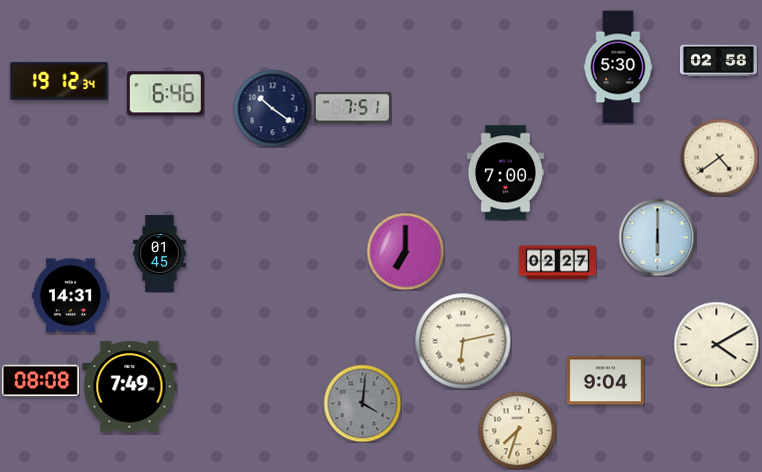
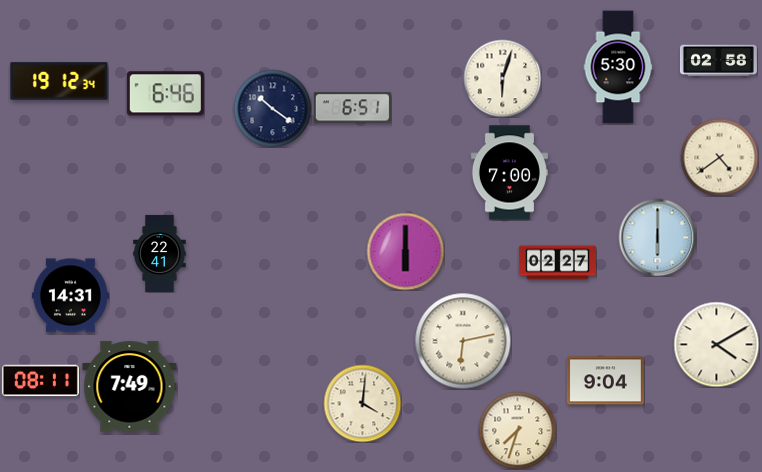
clock at (502, 78): none -> 6:03
clock at (352, 108): 7:51 -> 6:51
clock at (505, 173) position: (505, 173) -> (509, 173)
clock at (405, 251): 7:00 -> 6:00
clock at (160, 253): 01:45 -> 22:41
clock at (40, 381): 08:08 -> 08:11
clock at (362, 403) dial: grey -> cream
